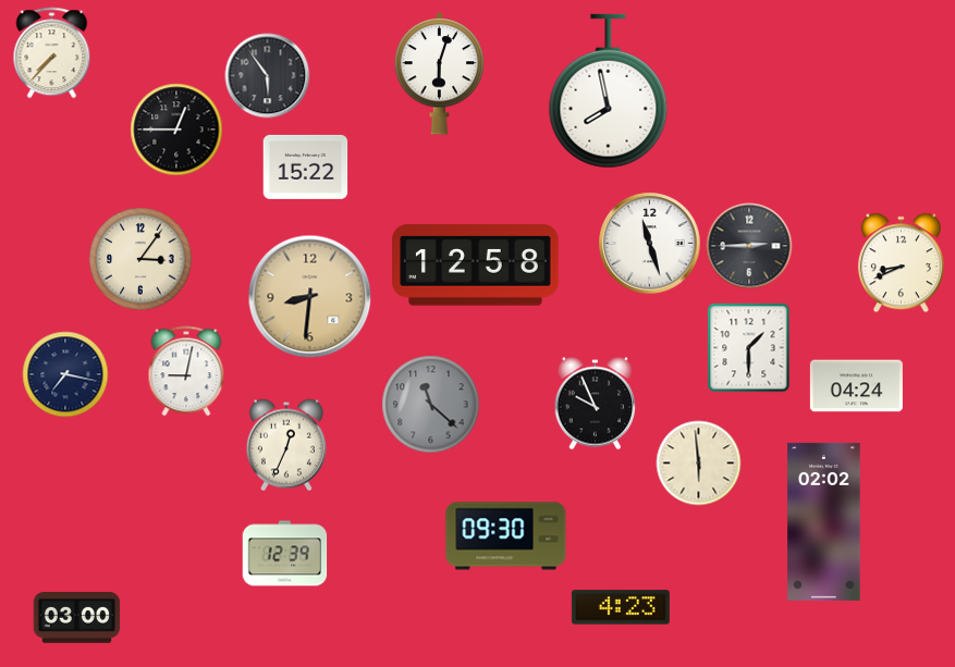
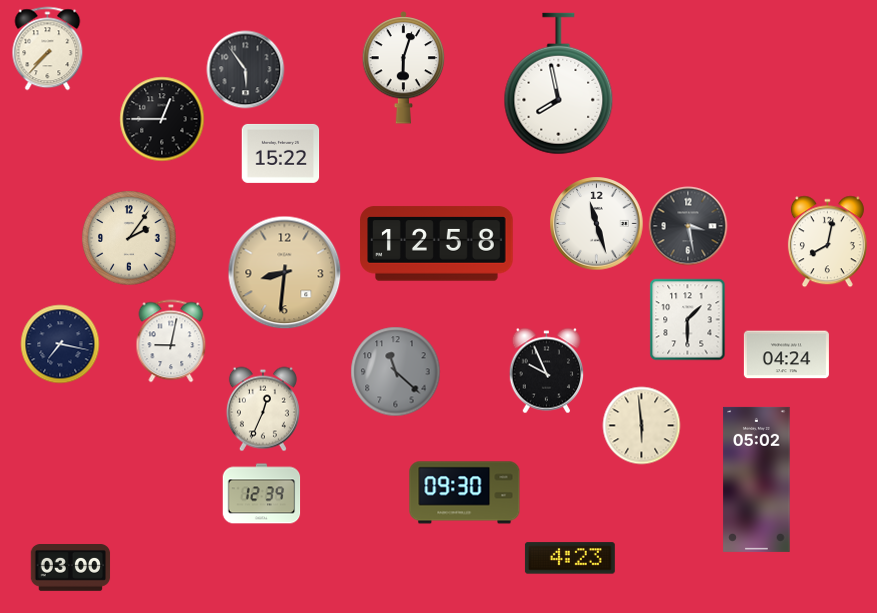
clock at (749, 246): 2:45 -> 3:28
clock at (140, 259): 3:06 -> 2:06
clock at (901, 262): 8:41 -> 8:02
clock at (824, 521): 02:02 -> 05:02
clock at (284, 554) position: (284, 554) -> (261, 494)
